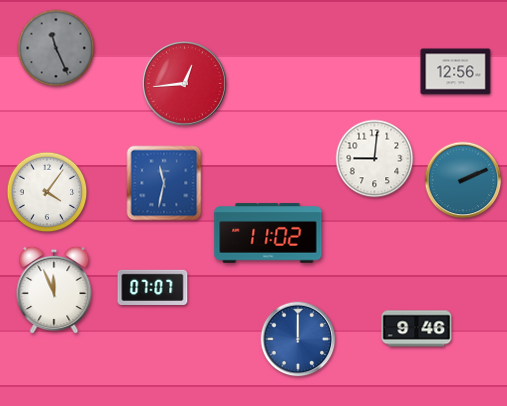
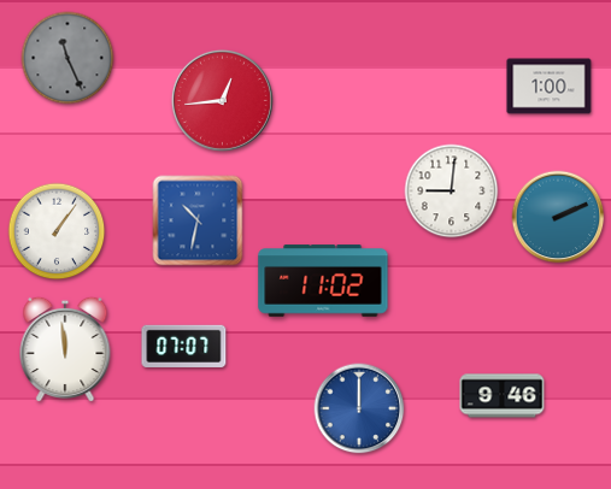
clock at (456, 72): 12:56 -> 1:00
clock at (164, 183): 11:32 -> 10:32
clock at (47, 192): 4:06 -> 1:06
clock at (54, 290): 11:56 -> 11:59
